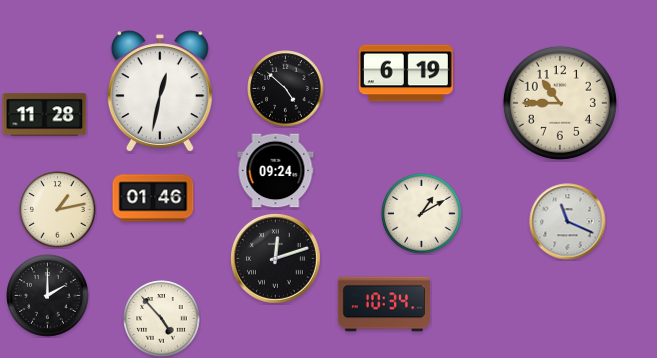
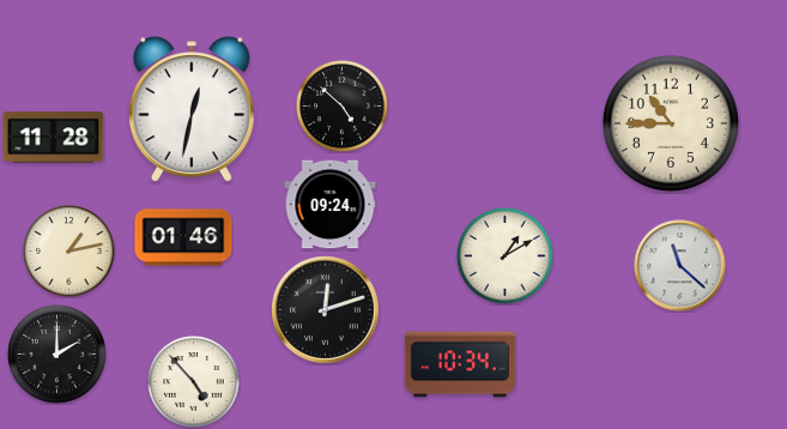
clock at (406, 73): 6:19 -> none
clock at (568, 222): 11:19 -> 11:22
clock at (276, 259) position: (276, 259) -> (326, 310)
